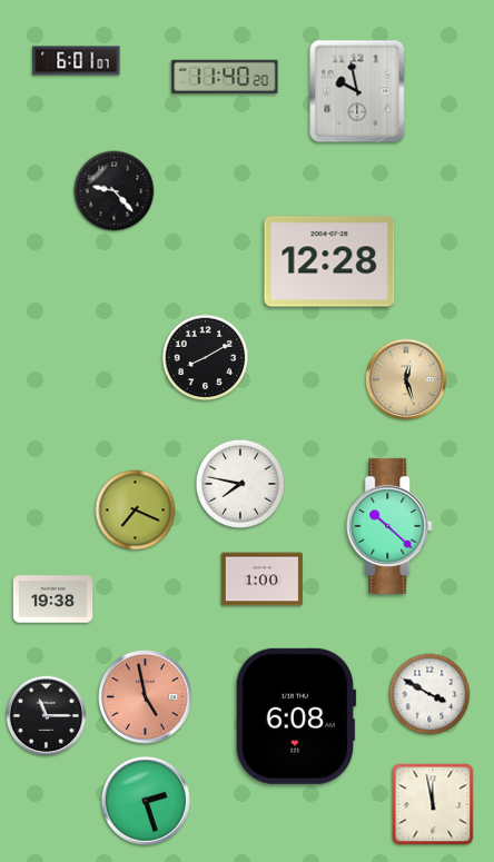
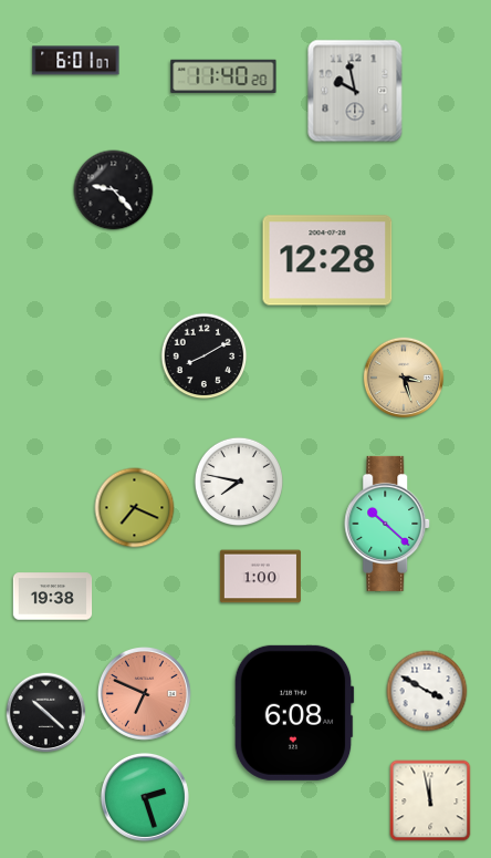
clock at (406, 379): 12:27 -> 3:27
clock at (146, 697): 4:58 -> 6:49
clock at (47, 716): 11:15 -> 10:22
